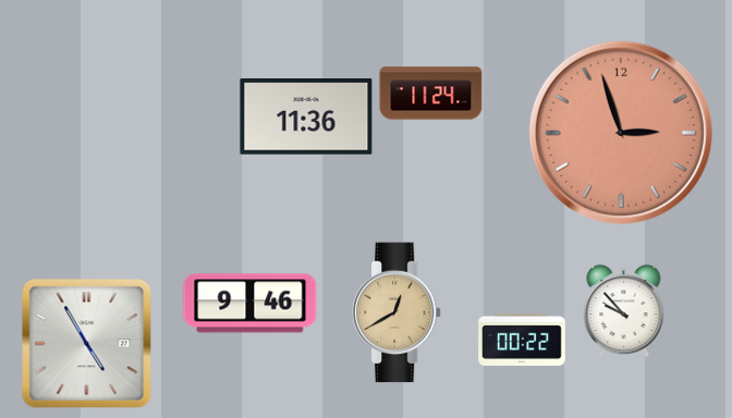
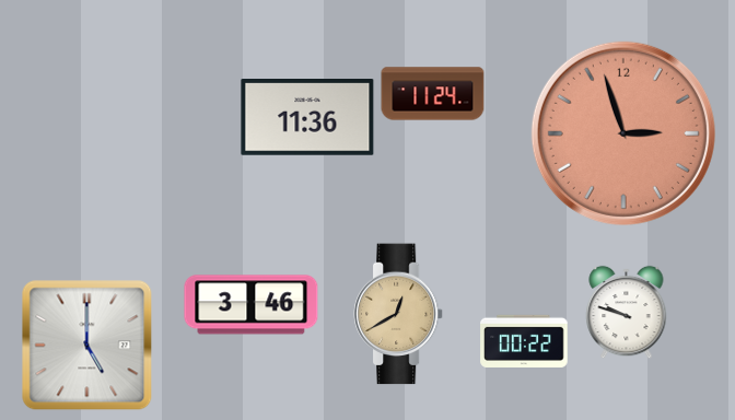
clock at (251, 304): 9:46 -> 3:46
clock at (624, 311): 9:53 -> 9:48
clock at (87, 344): 4:55 -> 5:00
